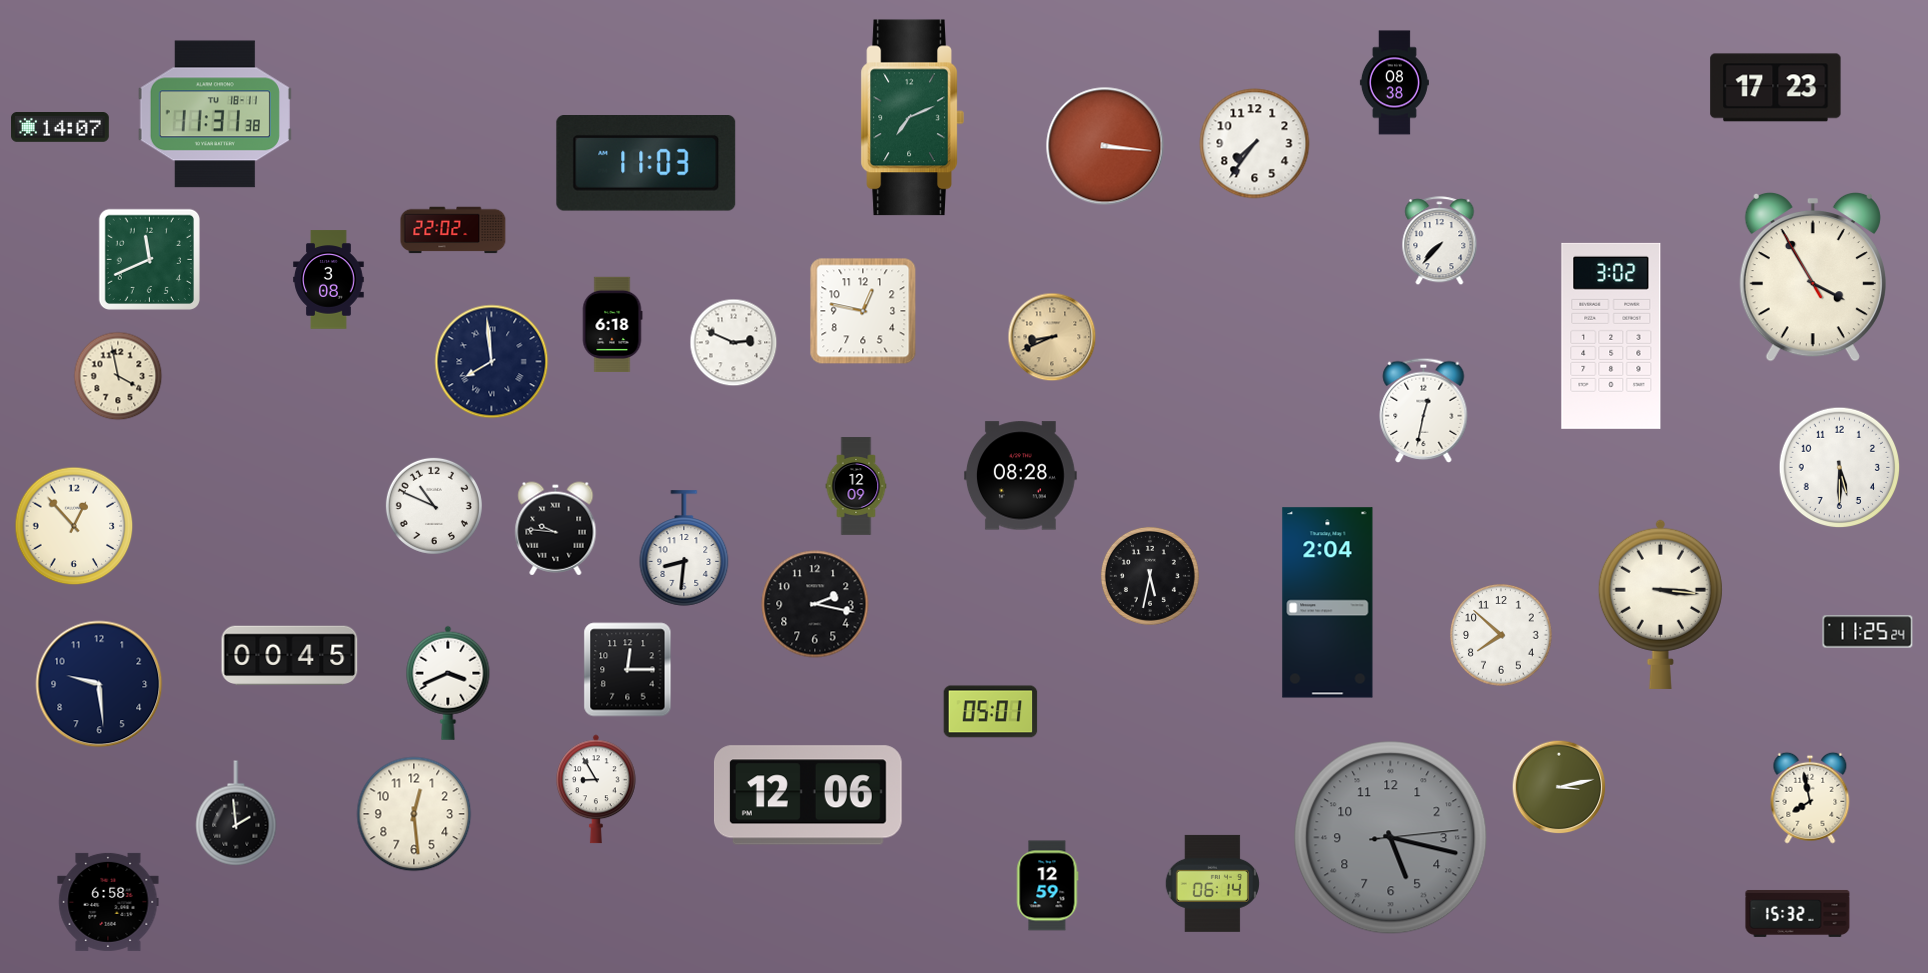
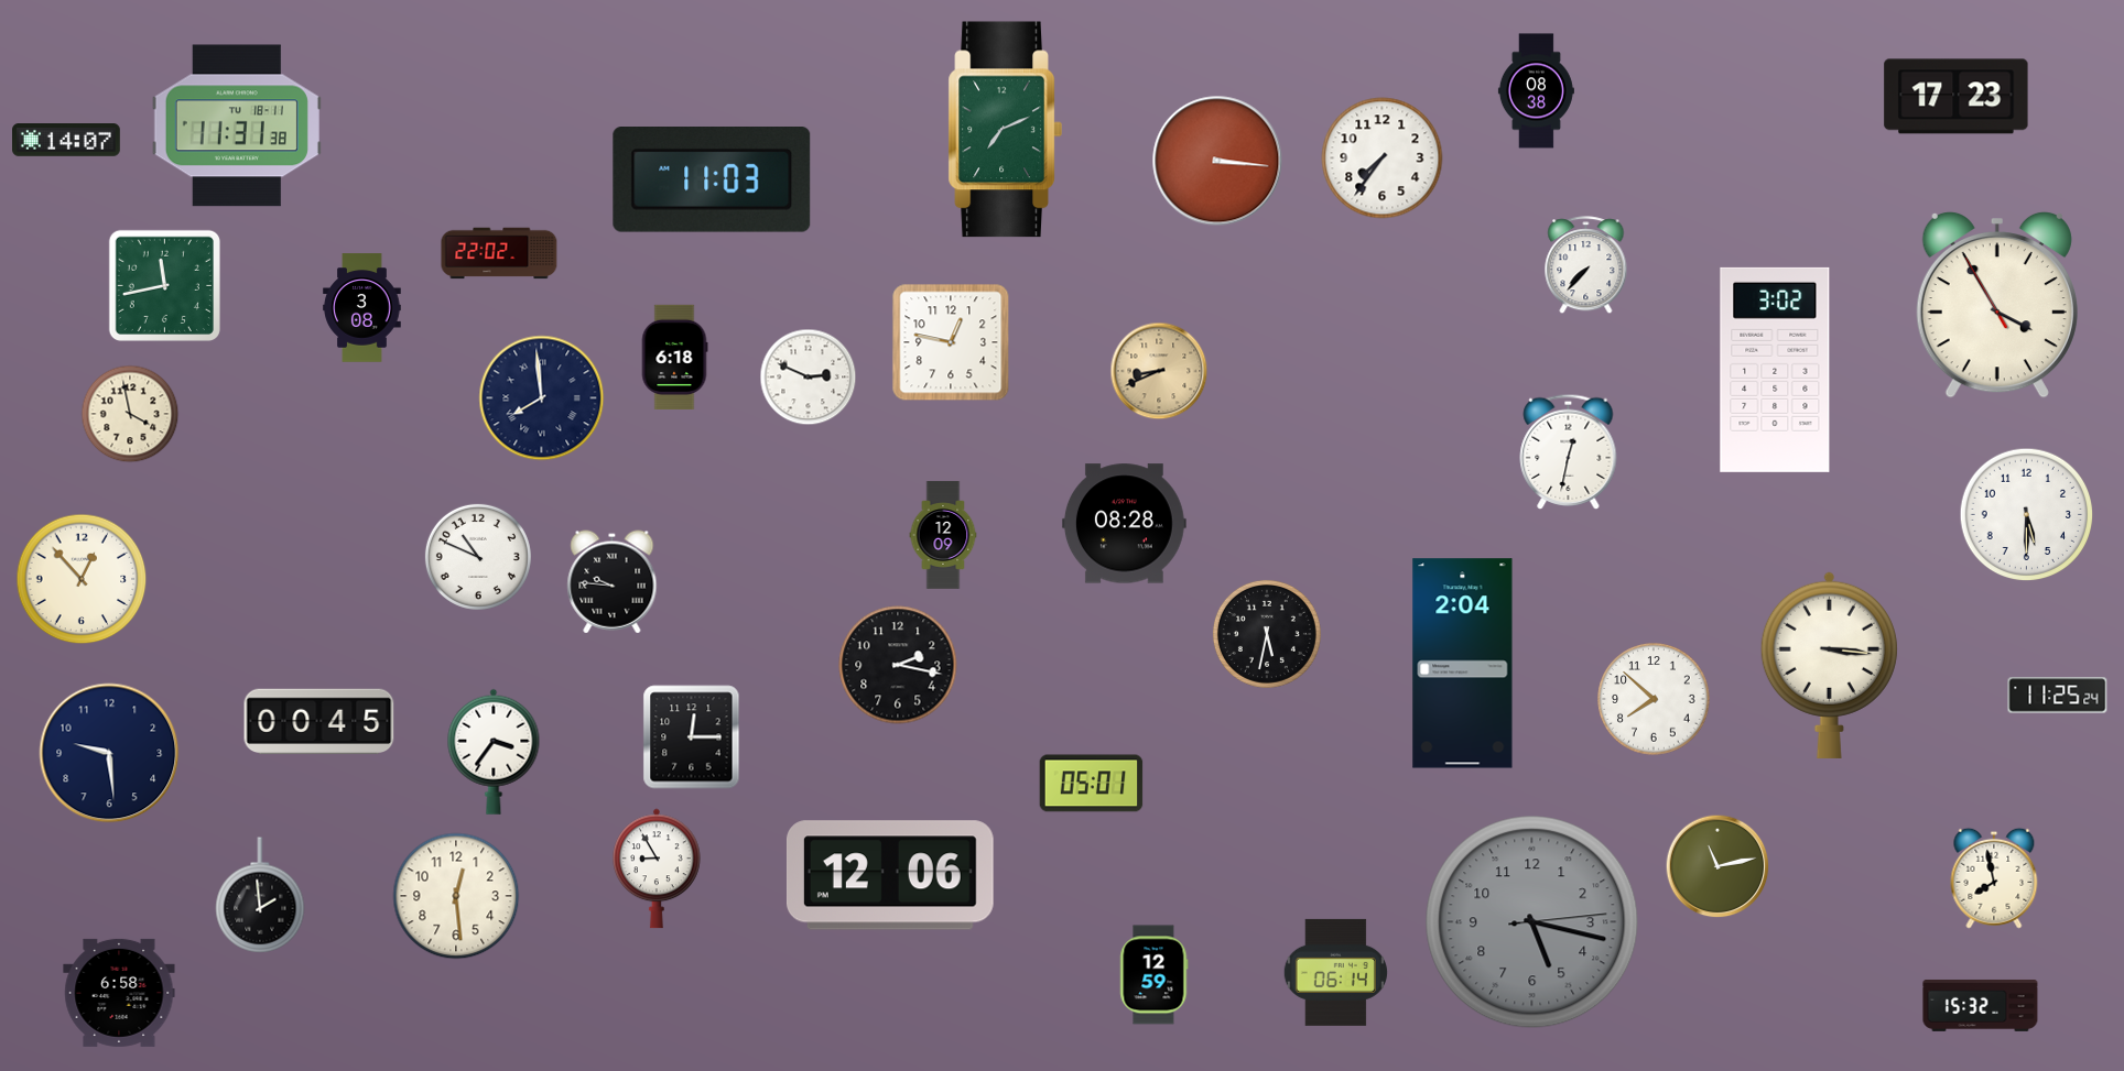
clock at (149, 259): 11:41 -> 11:43
clock at (684, 548): 8:31 -> none
clock at (448, 683): 3:41 -> 3:36
clock at (1559, 787): 3:13 -> 11:13
